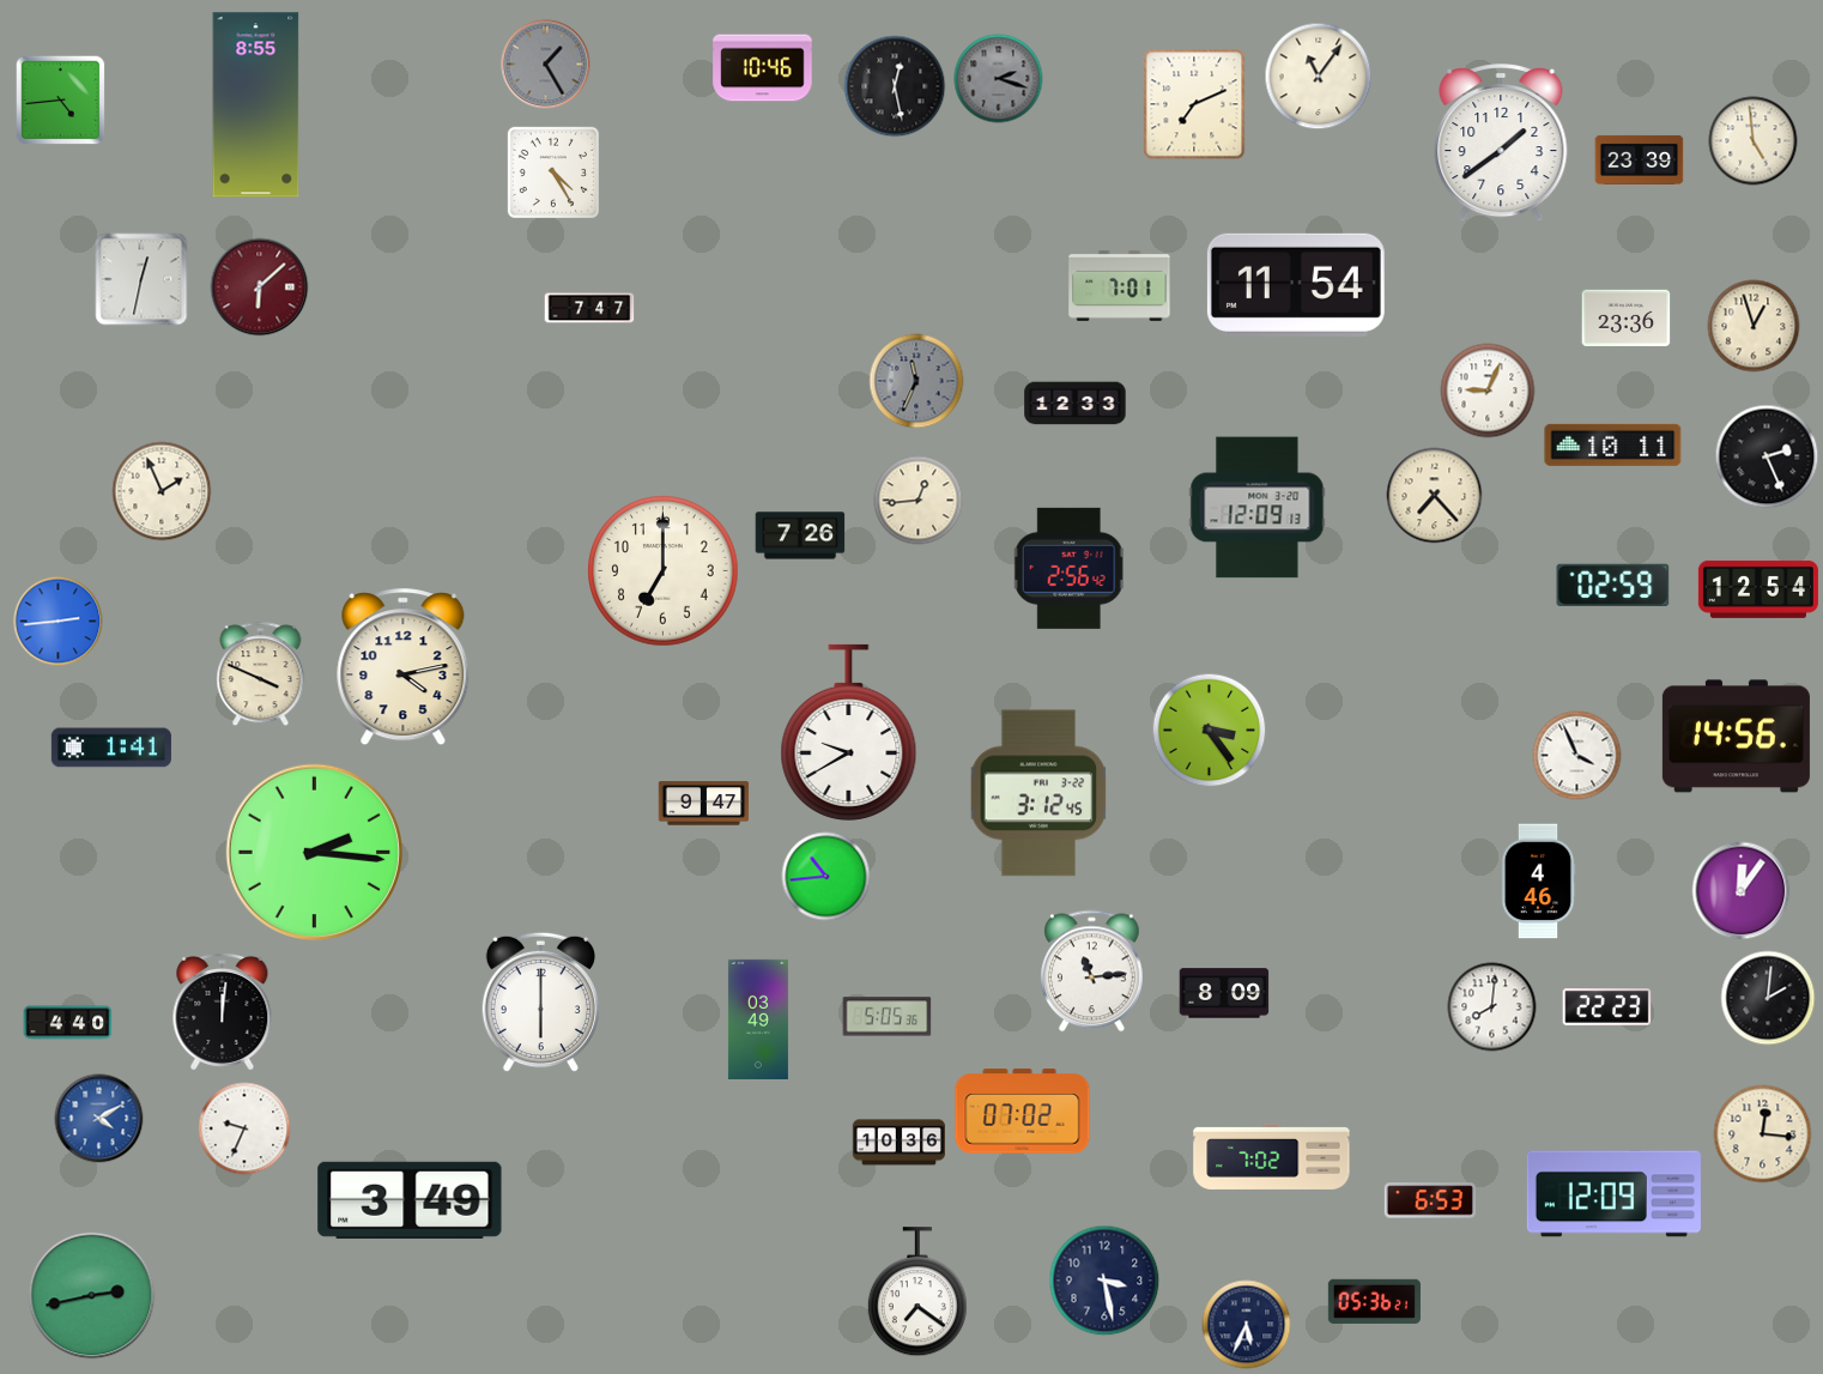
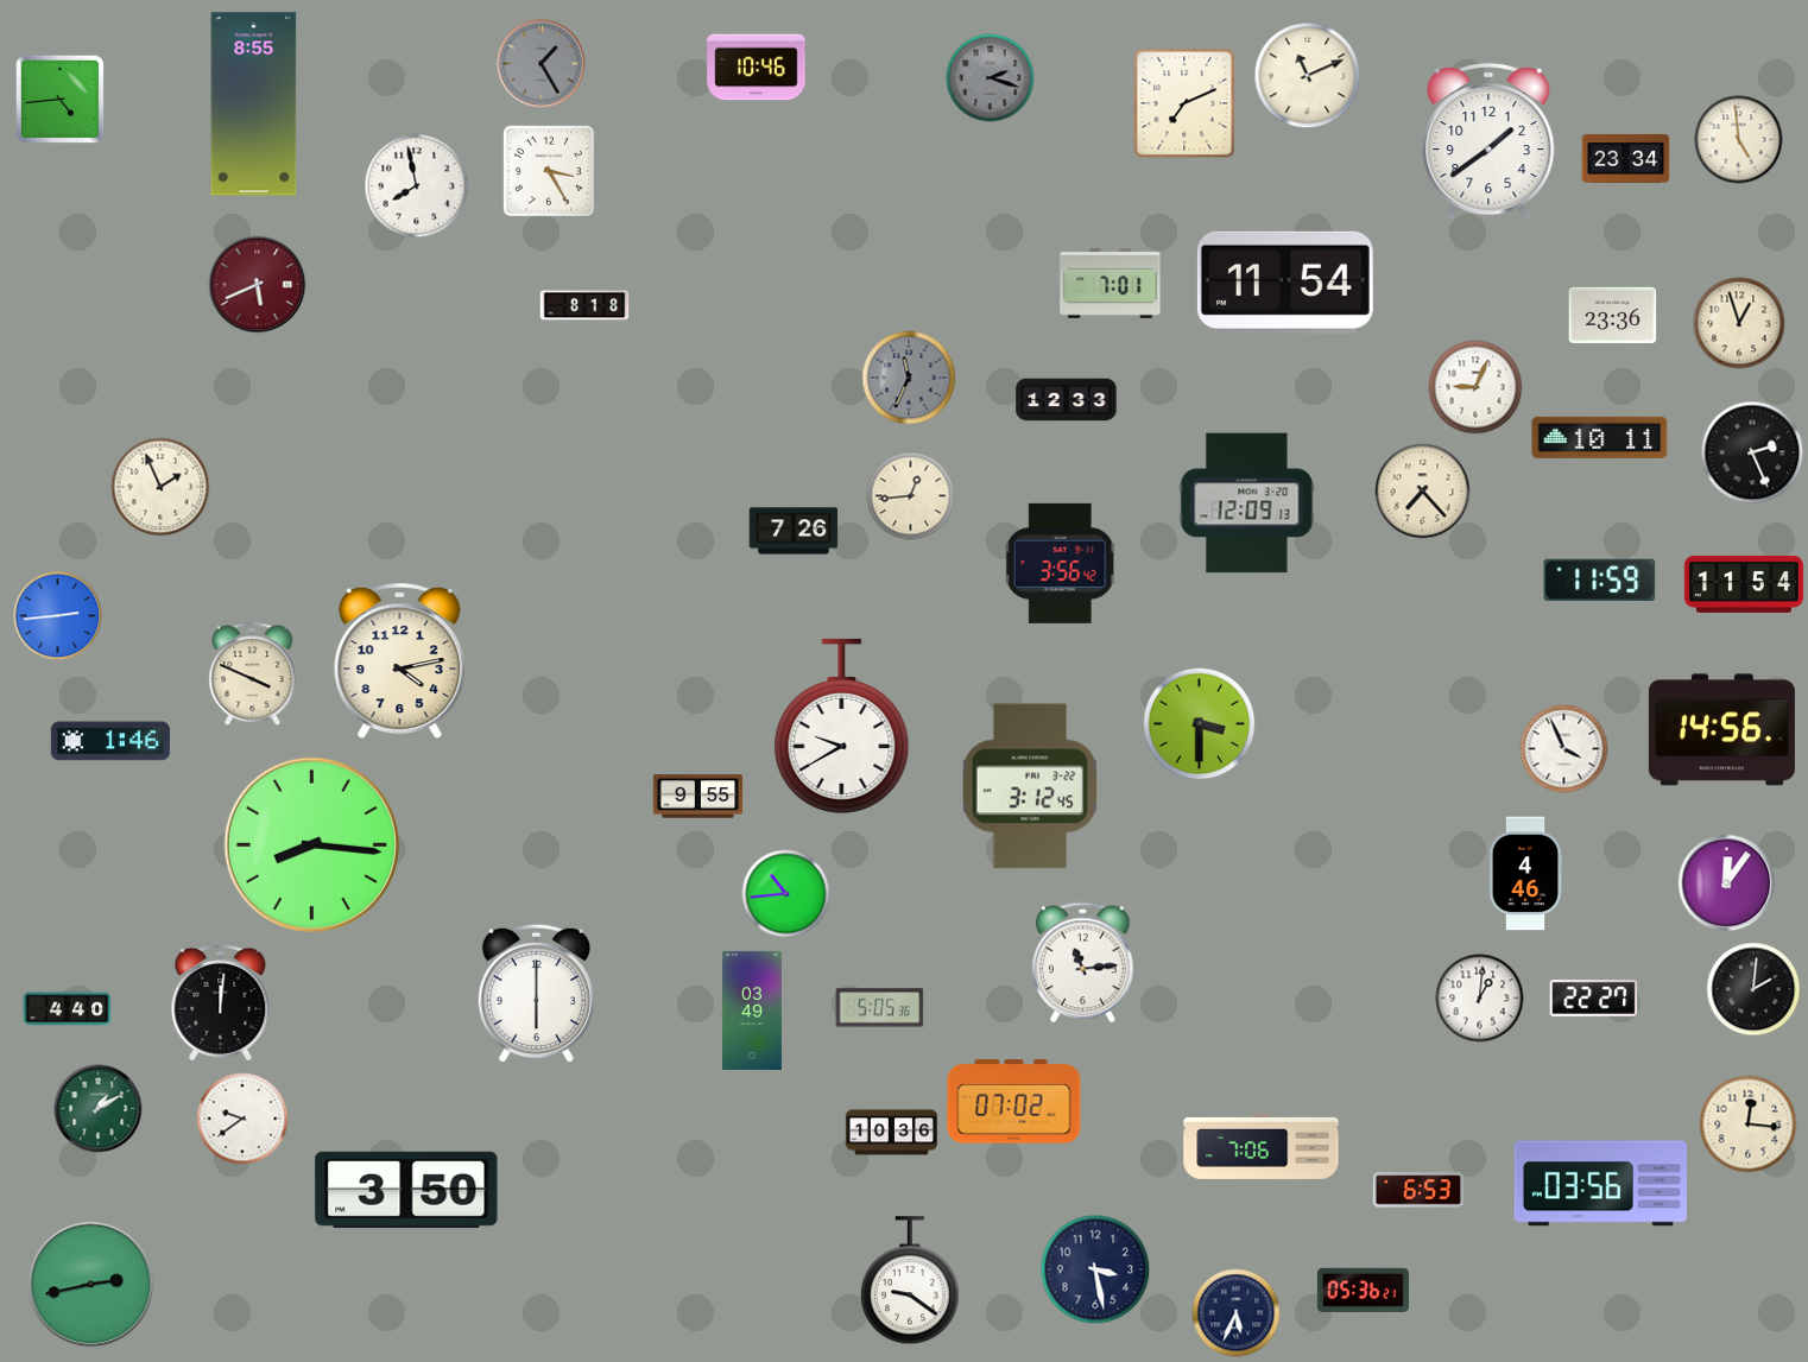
clock at (1319, 77): 11:06 -> 11:11
clock at (895, 86): 12:28 -> none
clock at (1640, 159): 23:39 -> 23:34
clock at (553, 172): 4:25 -> 3:25
clock at (417, 186): none -> 7:58
clock at (141, 279): 12:32 -> none
clock at (260, 287): 6:08 -> 5:41
clock at (589, 308): 7:47 -> 8:18
clock at (1613, 444) position: (1613, 444) -> (1600, 437)
clock at (1070, 568): 2:56 -> 3:56
clock at (664, 571): 7:00 -> none
clock at (1613, 585): 02:59 -> 11:59
clock at (1758, 589): 12:54 -> 11:54
clock at (261, 674) position: (261, 674) -> (253, 674)
clock at (1210, 731): 3:24 -> 3:30
clock at (111, 747): 1:41 -> 1:46
clock at (704, 804): 9:47 -> 9:55
clock at (314, 852): 2:16 -> 8:16
clock at (826, 877) position: (826, 877) -> (786, 894)
clock at (1224, 993): 8:09 -> none
clock at (1492, 1007): 8:01 -> 1:01
clock at (1607, 1007): 22:23 -> 22:27
clock at (68, 1023) position: (68, 1023) -> (68, 1009)
clock at (99, 1119): 4:10 -> 1:10
clock at (99, 1119) dial: blue -> green
clock at (244, 1128): 9:34 -> 9:39
clock at (1272, 1156): 7:02 -> 7:06
clock at (1613, 1194): 12:09 -> 03:56
clock at (410, 1200): 3:49 -> 3:50
clock at (917, 1293): 7:21 -> 9:21
